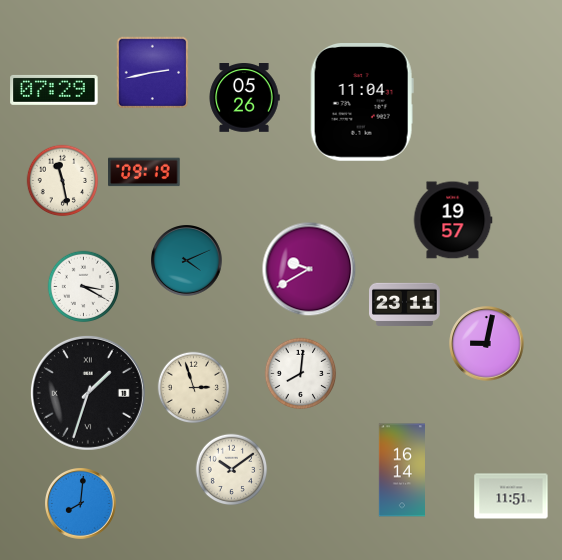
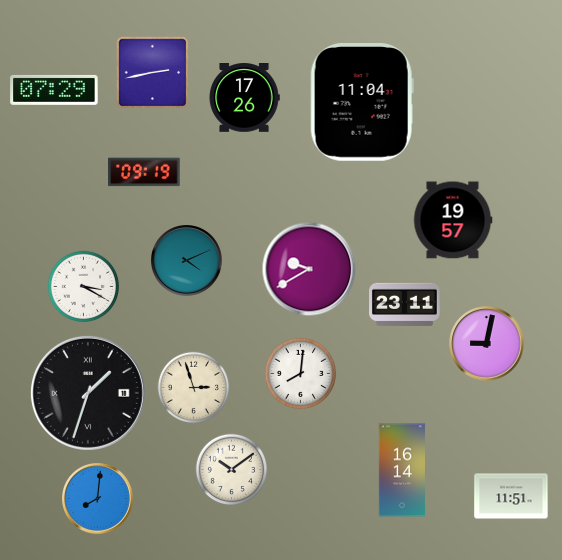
clock at (244, 98): 05:26 -> 17:26
clock at (63, 181): 11:28 -> none
clock at (81, 504) position: (81, 504) -> (98, 499)
